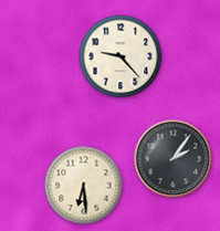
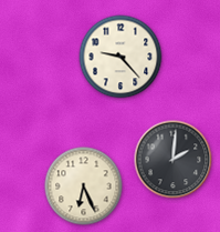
clock at (174, 159): 2:06 -> 2:01
clock at (84, 186): 6:29 -> 6:26
